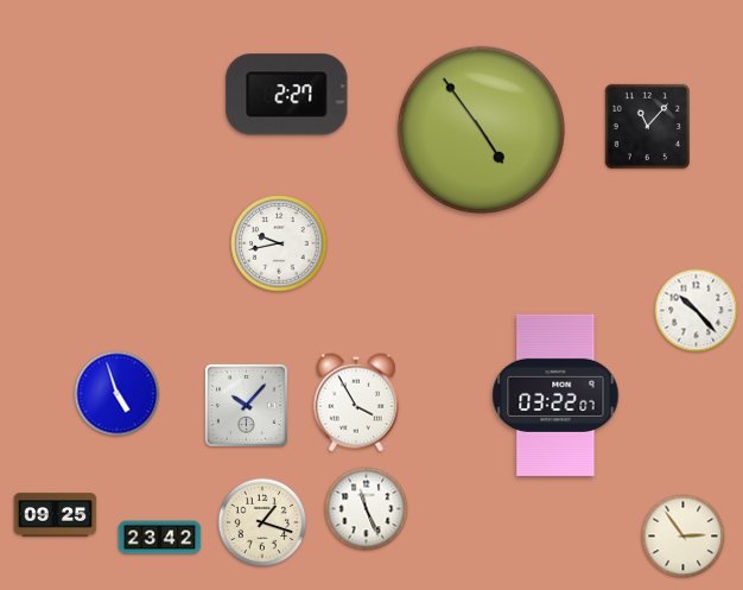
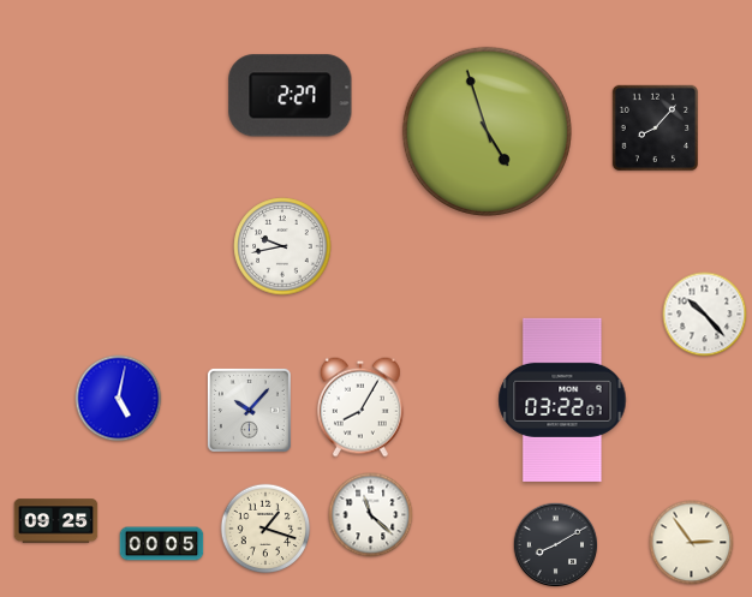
clock at (647, 126): 11:07 -> 8:07
clock at (481, 129): 4:54 -> 4:57
clock at (118, 394): 4:57 -> 5:02
clock at (356, 402): 3:55 -> 8:05
clock at (367, 509): 11:26 -> 11:22
clock at (160, 538): 23:42 -> 00:05
clock at (556, 545): none -> 8:10
